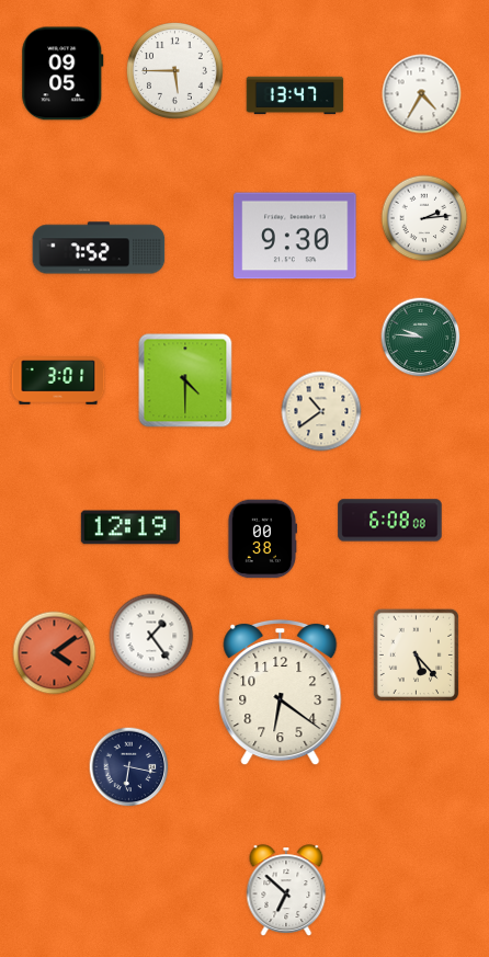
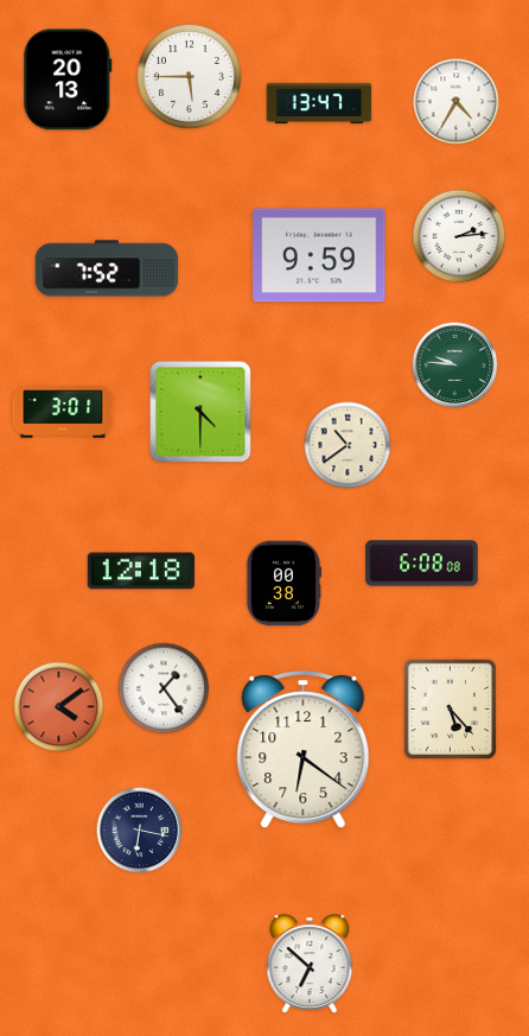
clock at (62, 73): 09:05 -> 20:13
clock at (295, 236): 9:30 -> 9:59
clock at (130, 527): 12:19 -> 12:18
